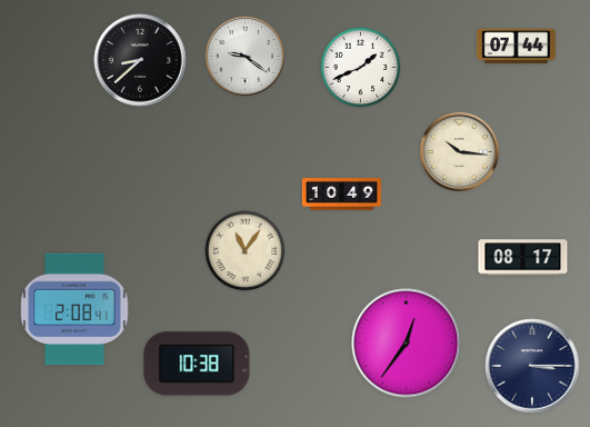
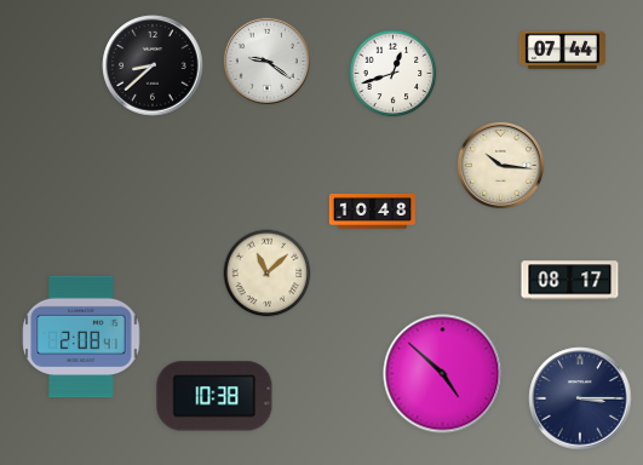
clock at (361, 68): 1:41 -> 12:42
clock at (341, 193): 10:49 -> 10:48
clock at (246, 251): 11:06 -> 11:08
clock at (407, 344): 12:36 -> 4:52
